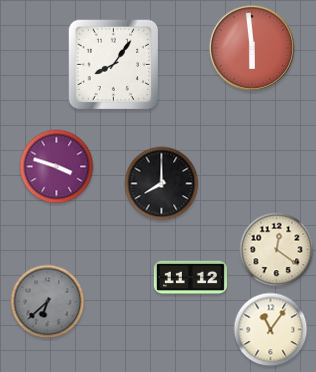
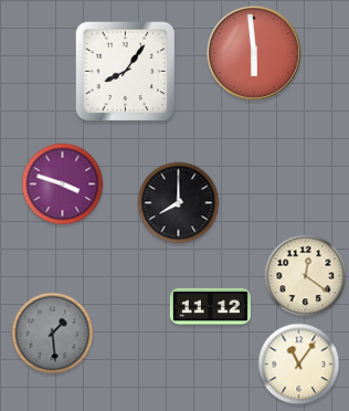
clock at (252, 48) position: (252, 48) -> (254, 53)
clock at (48, 302): 6:38 -> 1:29
